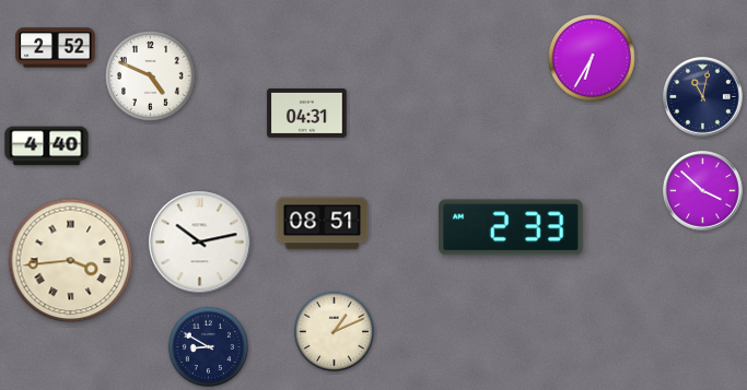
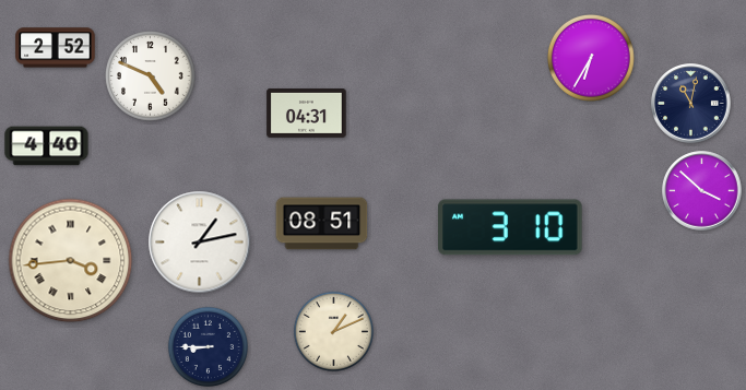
clock at (703, 97) position: (703, 97) -> (691, 104)
clock at (511, 227): 2:33 -> 3:10
clock at (200, 243): 10:13 -> 1:13
clock at (208, 346): 8:50 -> 8:45
